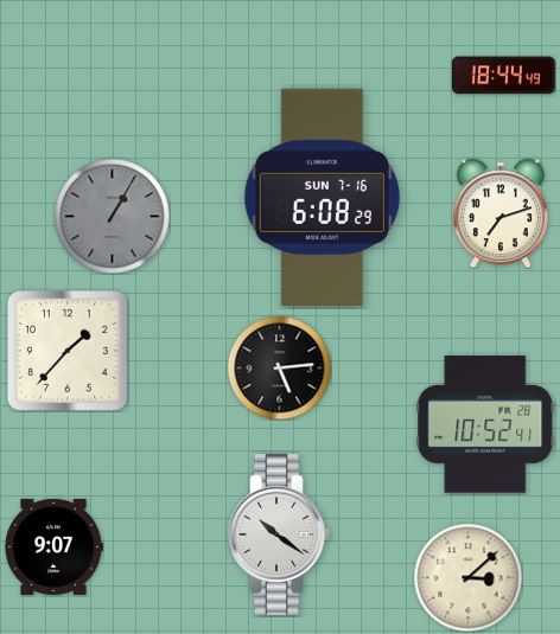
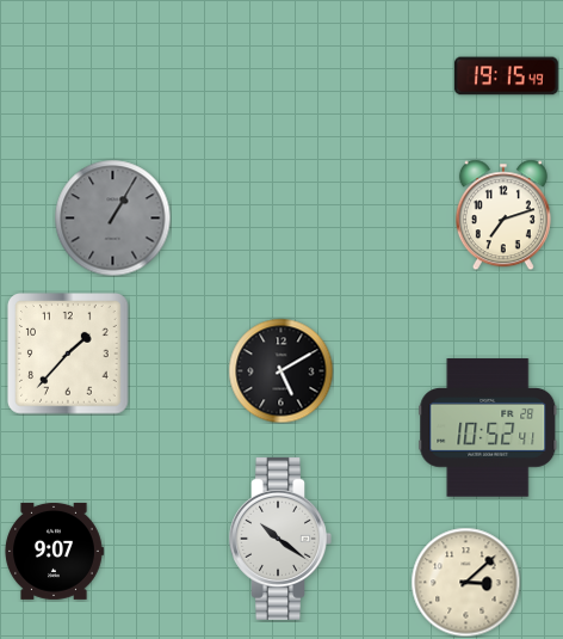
clock at (504, 76): 18:44 -> 19:15
clock at (322, 197): 6:08 -> none
clock at (279, 367): 5:14 -> 5:10
clock at (467, 577) position: (467, 577) -> (465, 582)
